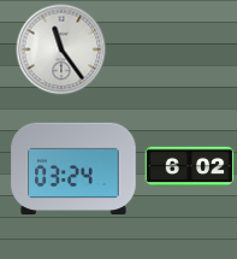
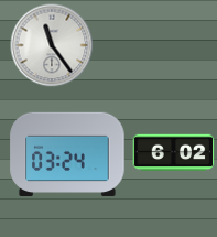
clock at (61, 49) position: (61, 49) -> (52, 45)
